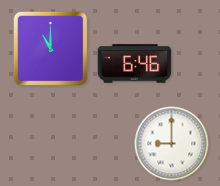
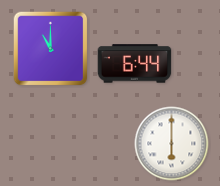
clock at (135, 64): 6:46 -> 6:44
clock at (172, 144): 9:00 -> 6:00
